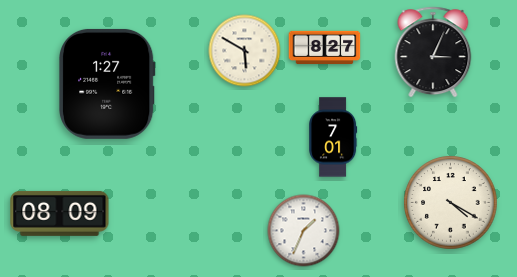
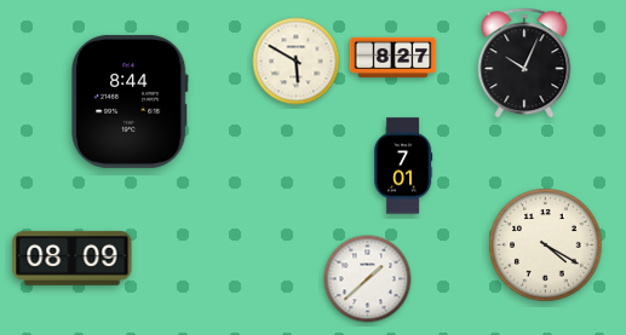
clock at (433, 52): 3:04 -> 10:04
clock at (108, 84): 1:27 -> 8:44
clock at (304, 231): 1:34 -> 1:38
